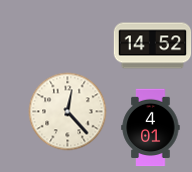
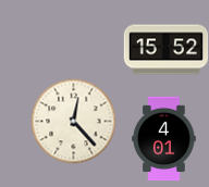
clock at (152, 46): 14:52 -> 15:52
